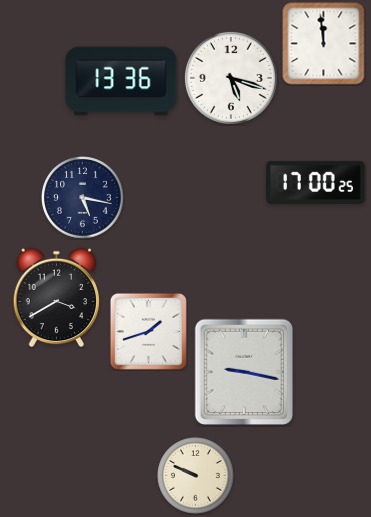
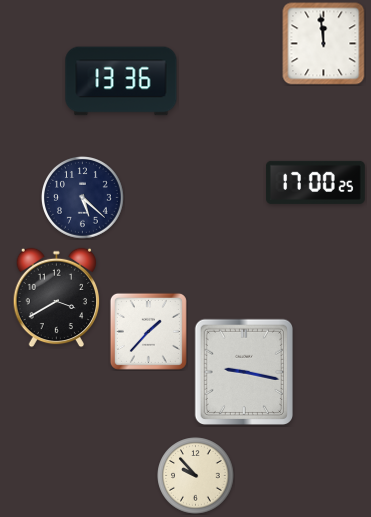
clock at (231, 78): 5:18 -> none
clock at (83, 198): 5:17 -> 5:22
clock at (148, 331): 1:42 -> 1:37
clock at (196, 476): 9:49 -> 9:53
